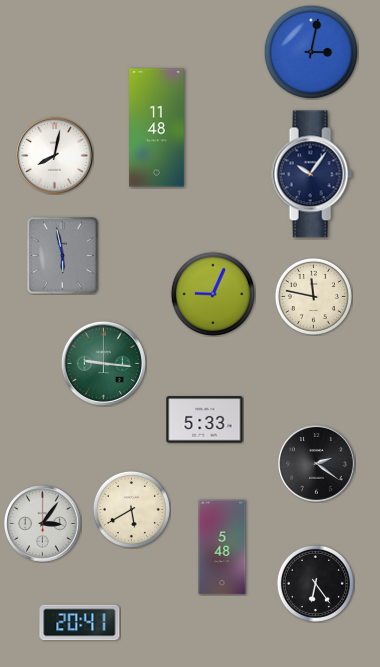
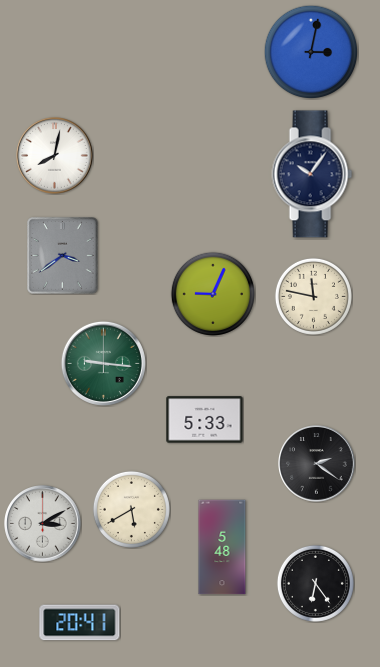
clock at (157, 128): 11:48 -> none
clock at (63, 256): 5:58 -> 3:39
clock at (43, 524): 3:06 -> 3:10
